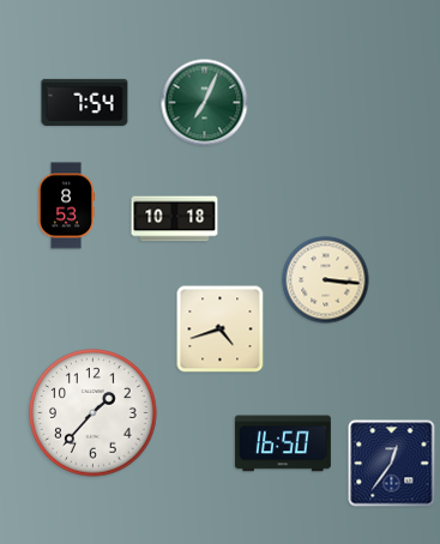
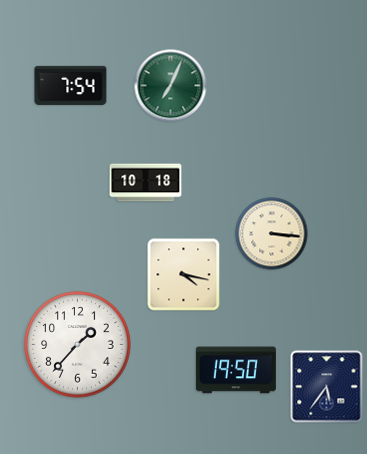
clock at (66, 206): 8:53 -> none
clock at (221, 330): 4:42 -> 4:17
clock at (283, 443): 16:50 -> 19:50
clock at (392, 464): 12:36 -> 5:36
